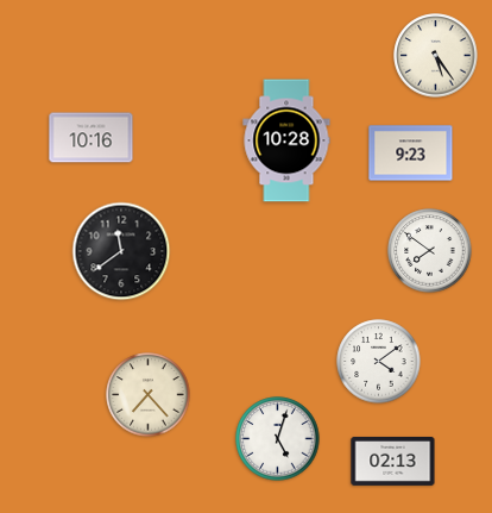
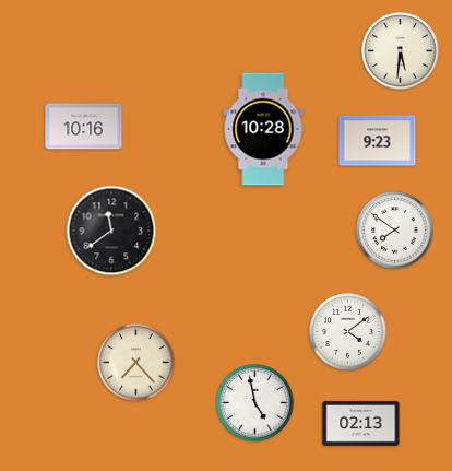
clock at (436, 56): 5:24 -> 5:31
clock at (278, 439): 5:03 -> 4:58
